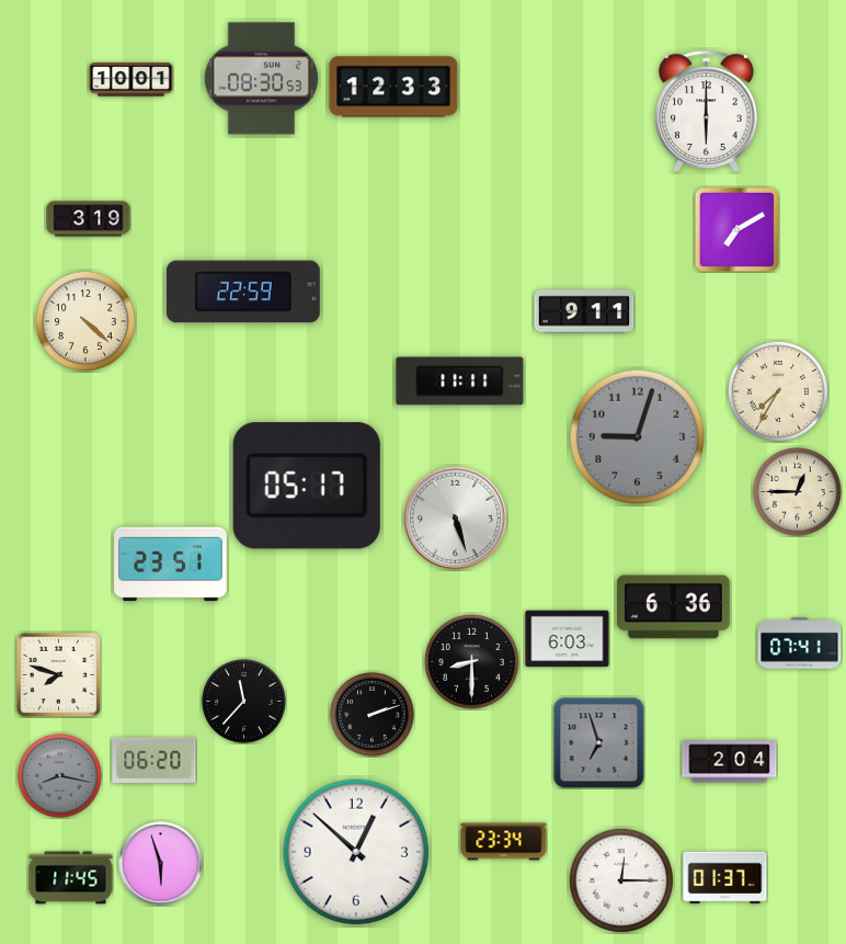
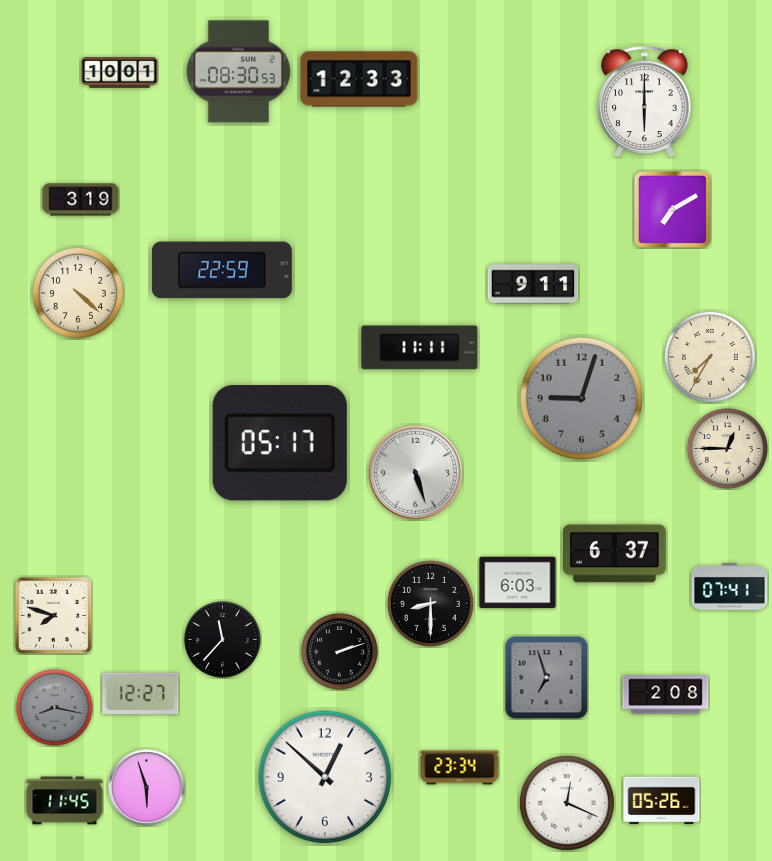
clock at (243, 292) position: (243, 292) -> (222, 270)
clock at (171, 565): 23:51 -> none
clock at (674, 607): 6:36 -> 6:37
clock at (155, 760): 06:20 -> 12:27
clock at (730, 762): 2:04 -> 2:08
clock at (725, 878): 01:37 -> 05:26
clock at (621, 880): 12:15 -> 12:19
